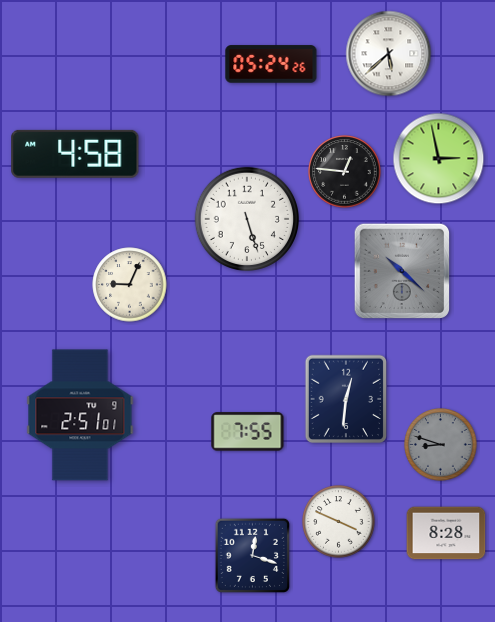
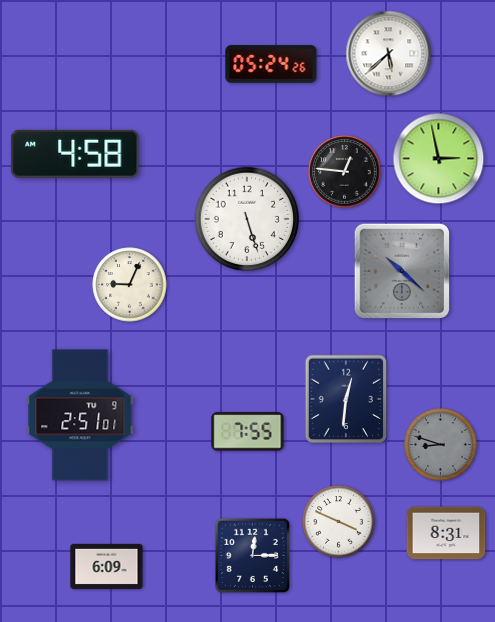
clock at (446, 533): 8:28 -> 8:31
clock at (252, 555): 12:18 -> 12:15
clock at (107, 566): none -> 6:09
